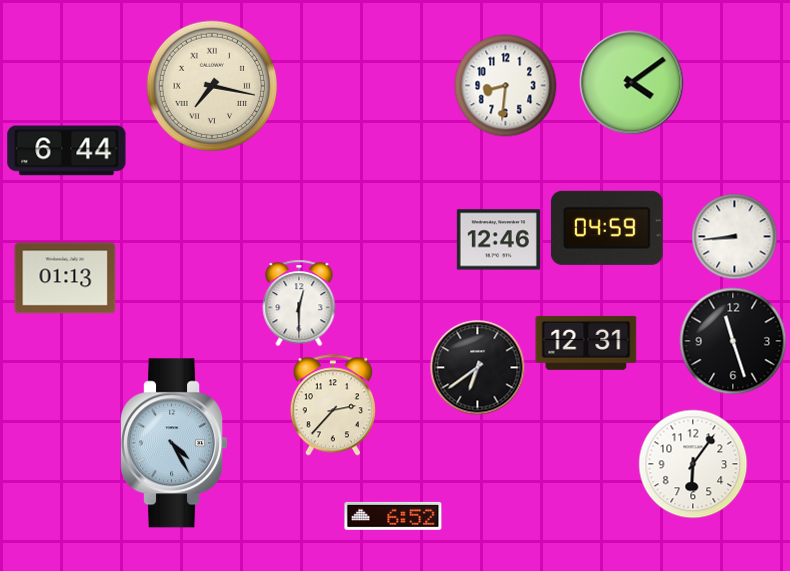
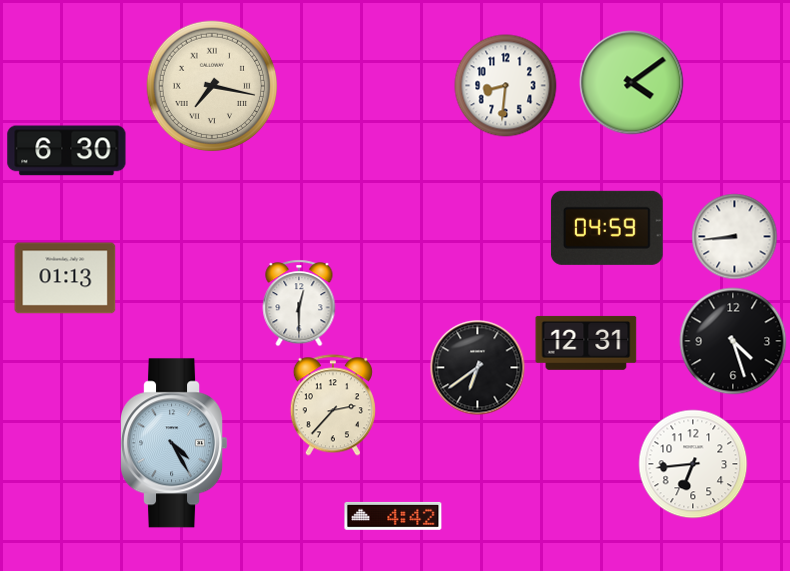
clock at (67, 151): 6:44 -> 6:30
clock at (498, 240): 12:46 -> none
clock at (733, 341): 11:27 -> 4:27
clock at (693, 464): 6:06 -> 6:44
clock at (393, 516): 6:52 -> 4:42
